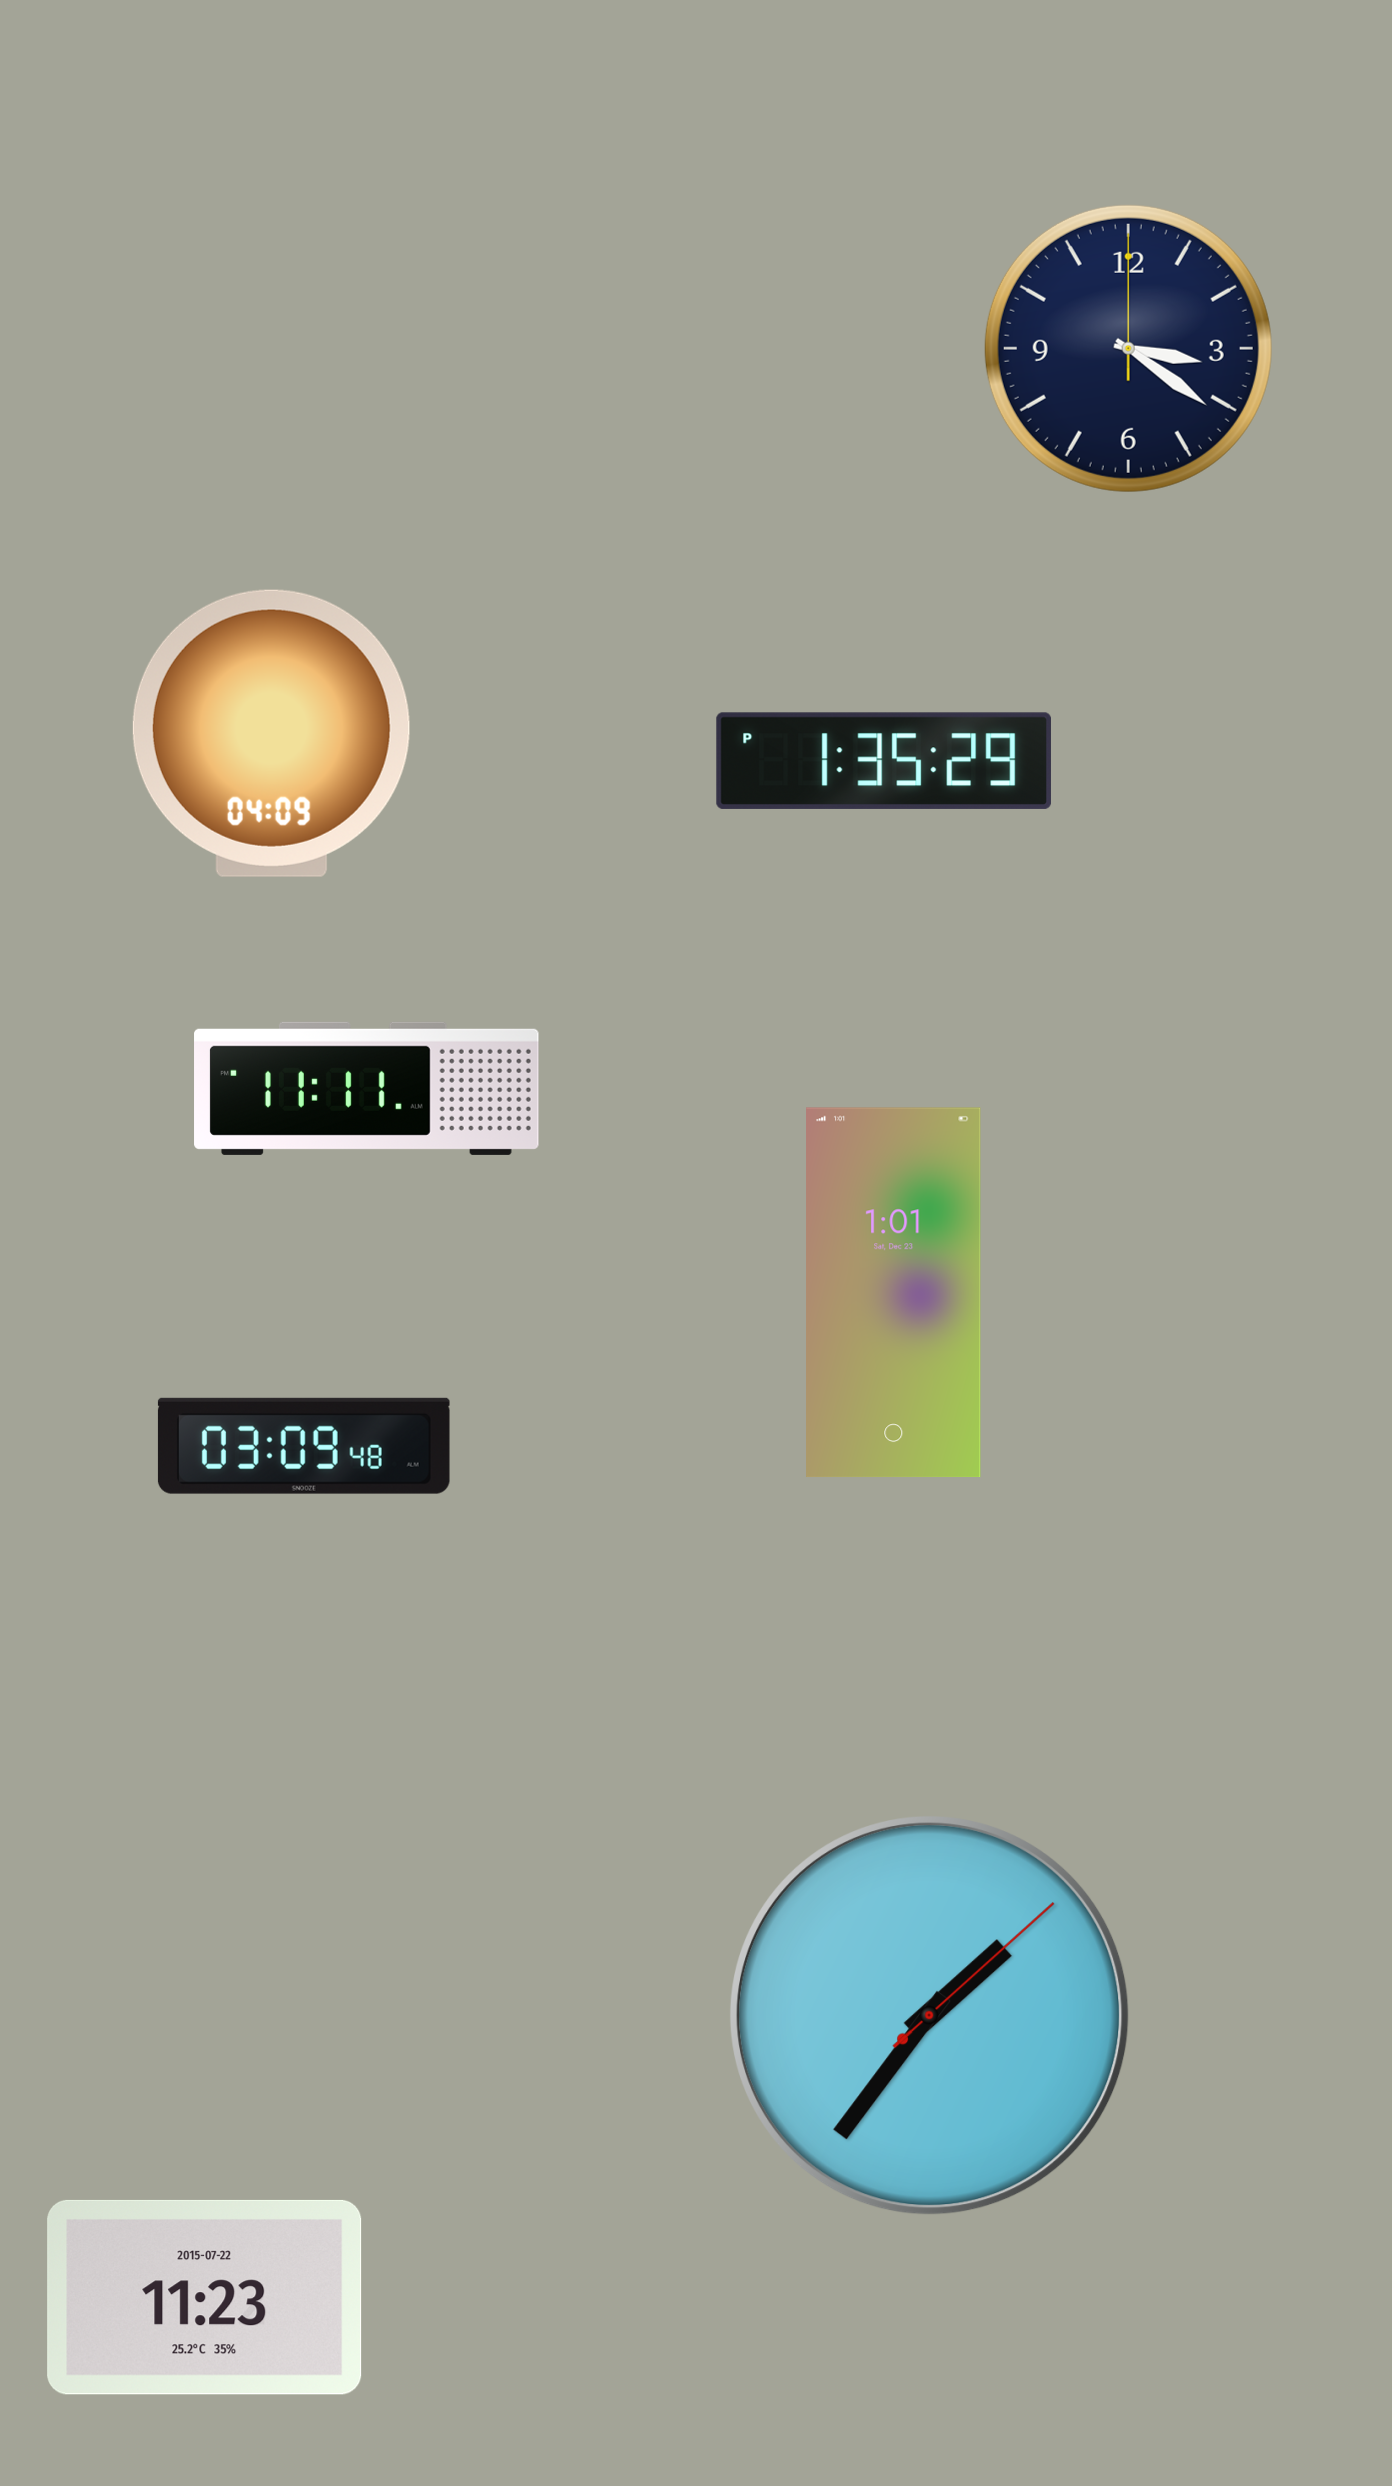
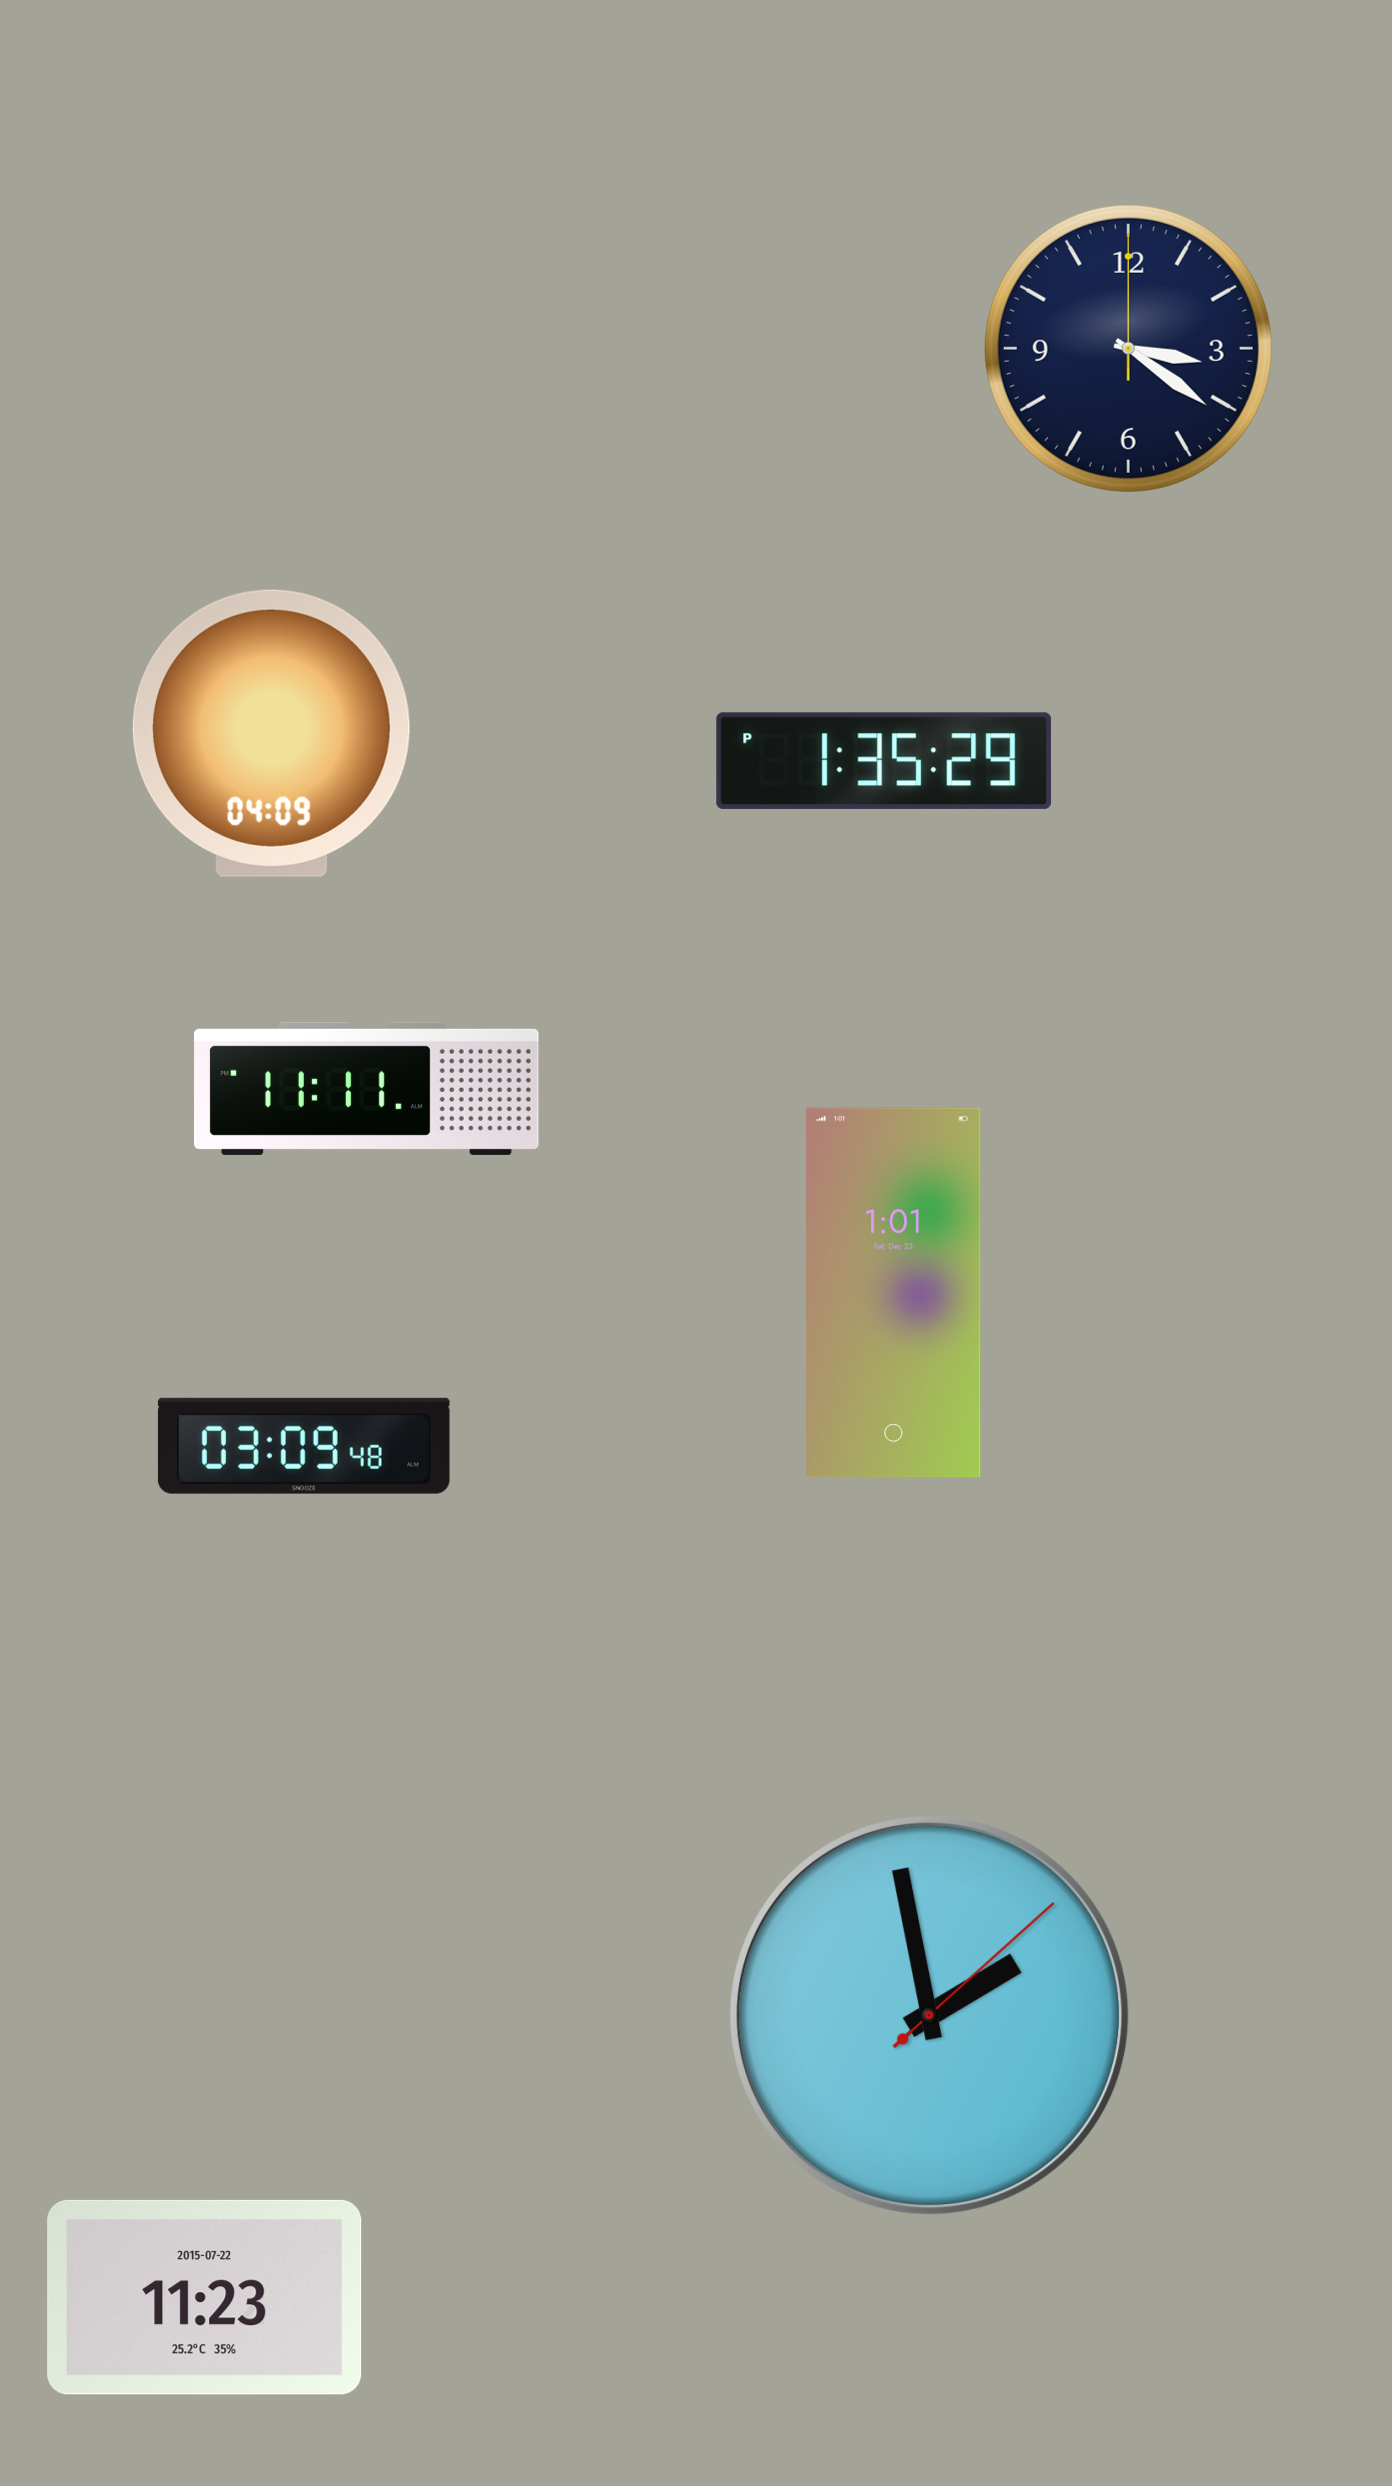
clock at (930, 2016): 1:36 -> 1:58
